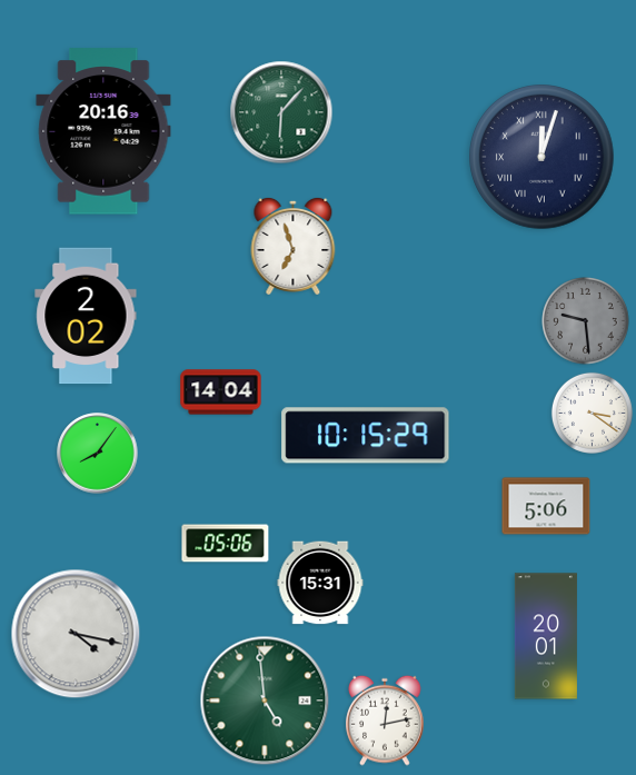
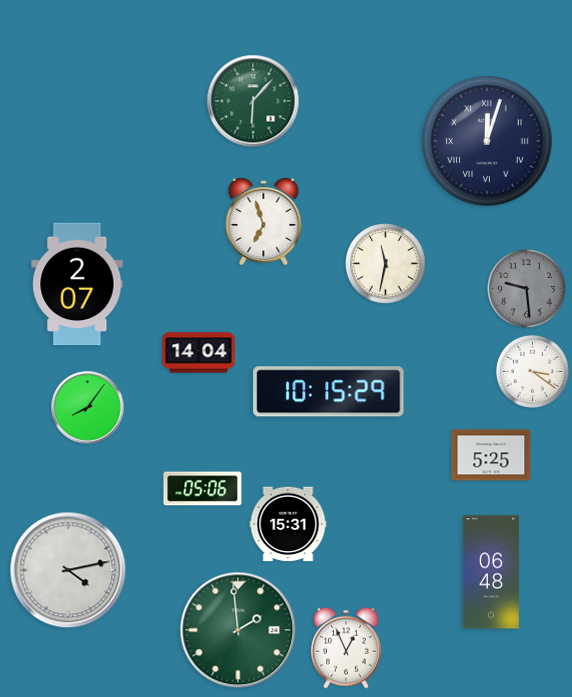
clock at (103, 131): 20:16 -> none
clock at (386, 264): none -> 11:32
clock at (86, 316): 2:02 -> 2:07
clock at (546, 506): 5:06 -> 5:25
clock at (76, 634): 4:17 -> 4:13
clock at (546, 636): 20:01 -> 06:48
clock at (265, 701): 4:59 -> 1:59
clock at (385, 721): 12:13 -> 12:56
